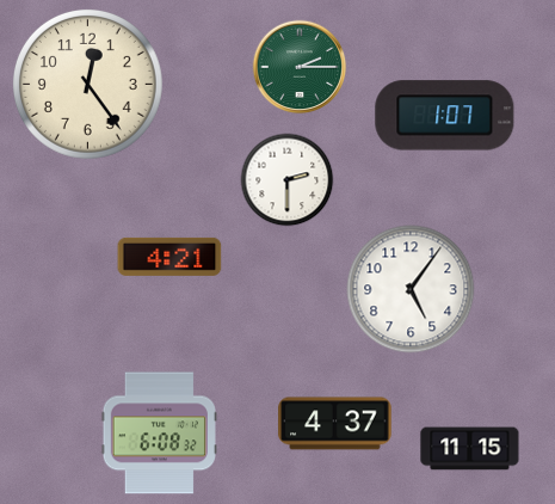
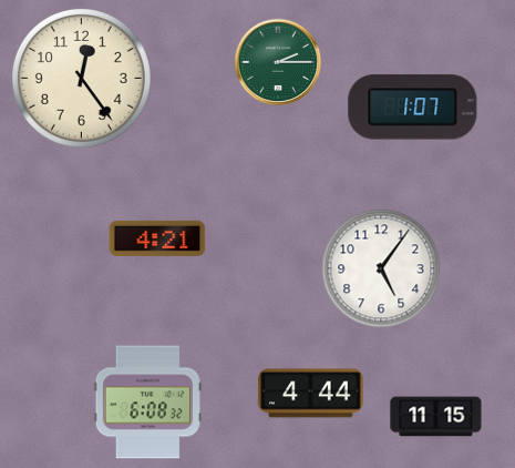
clock at (288, 180): 2:30 -> none
clock at (335, 424): 4:37 -> 4:44
